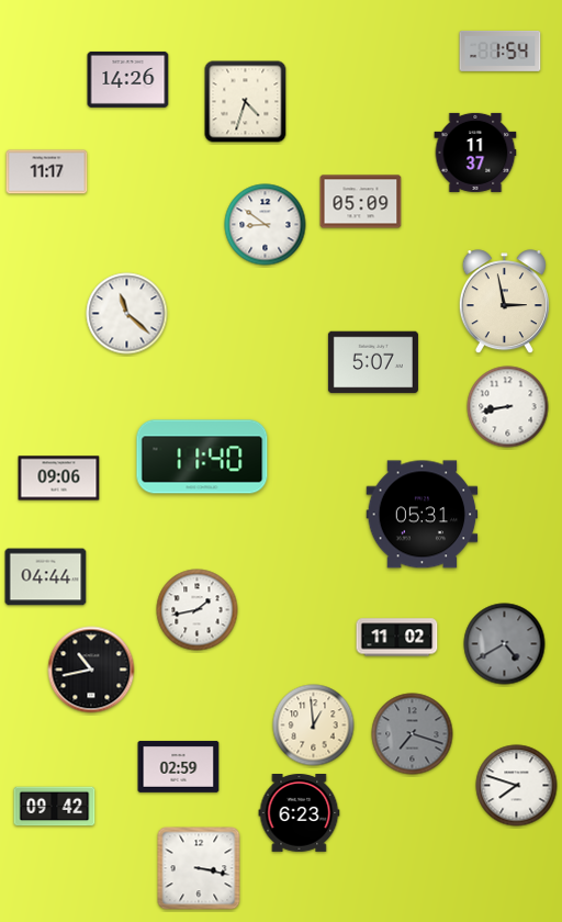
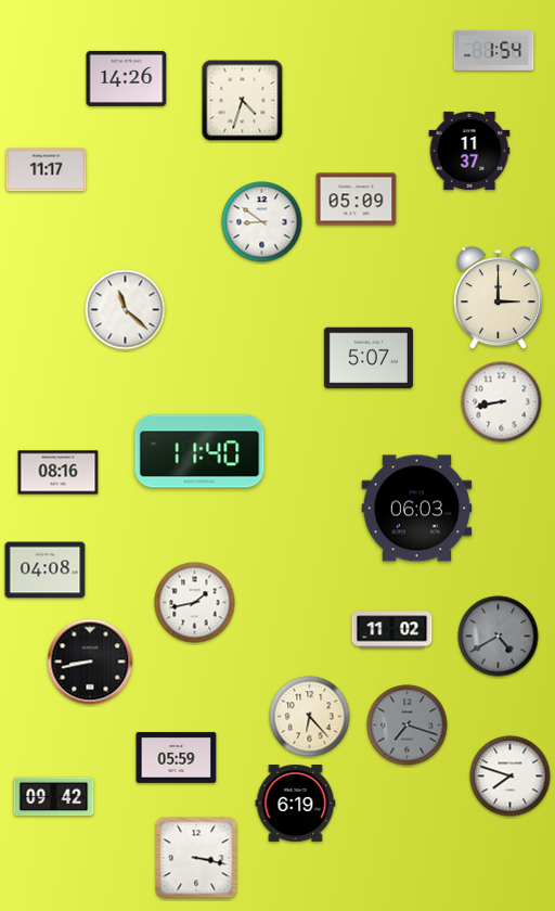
clock at (504, 302): 2:58 -> 3:00
clock at (59, 479): 09:06 -> 08:16
clock at (423, 515): 05:31 -> 06:03
clock at (46, 577): 04:44 -> 04:08
clock at (91, 670): 10:43 -> 8:43
clock at (314, 726): 12:59 -> 6:23
clock at (179, 766): 02:59 -> 05:59
clock at (300, 813): 6:23 -> 6:19
